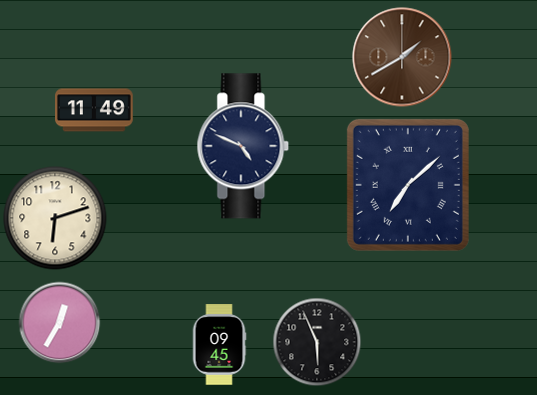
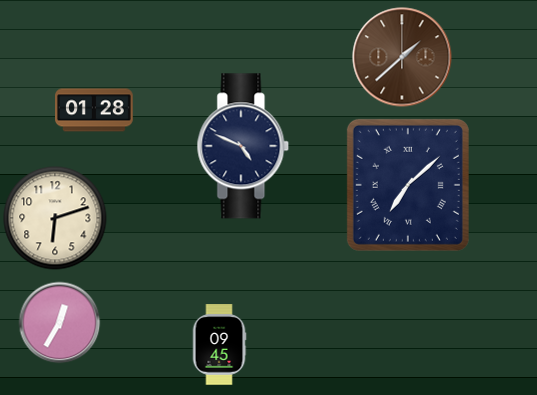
clock at (402, 57): 1:40 -> 1:38
clock at (95, 110): 11:49 -> 01:28
clock at (317, 342): 5:56 -> none
